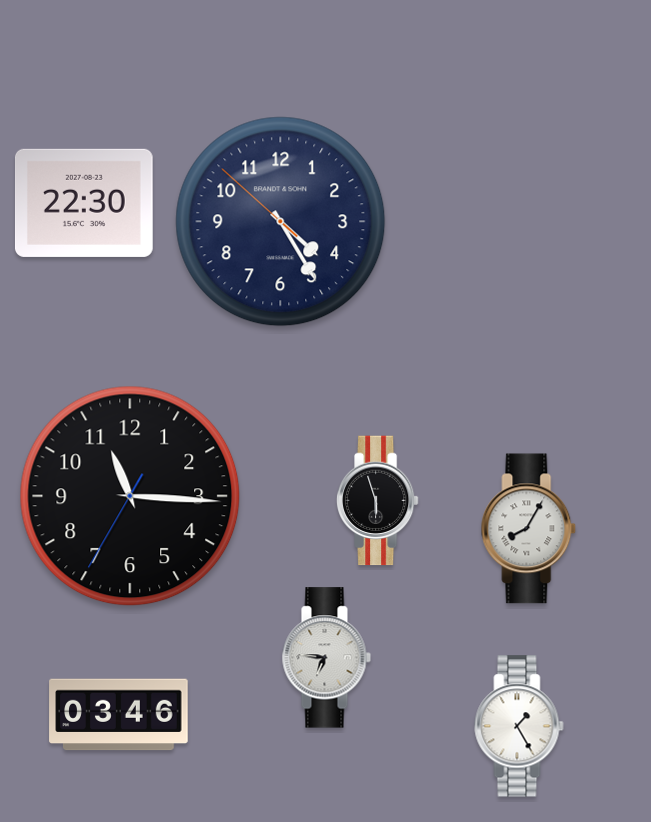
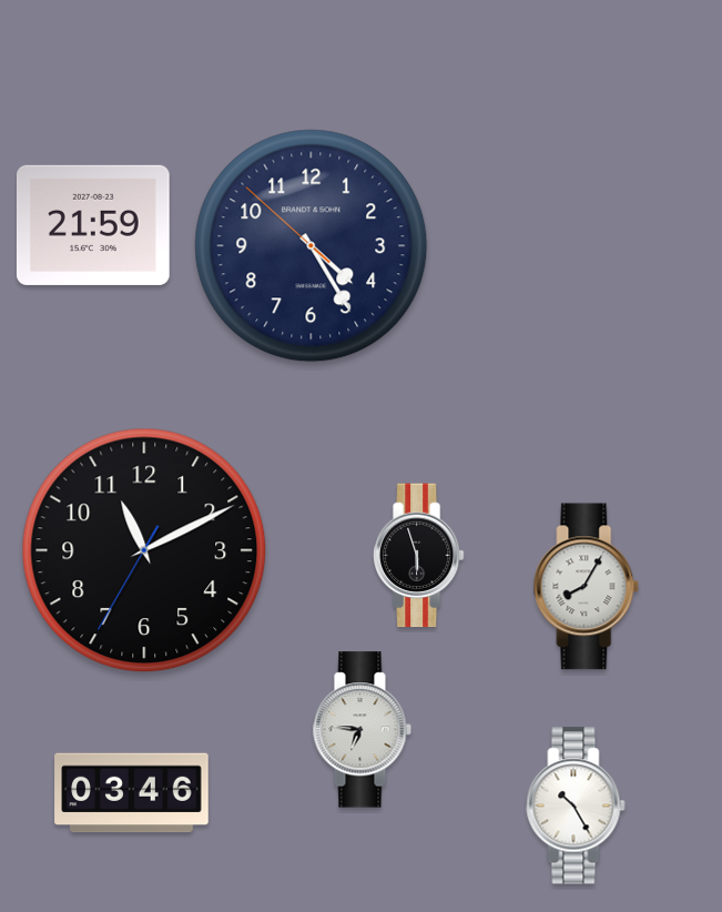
clock at (84, 203): 22:30 -> 21:59
clock at (130, 496): 11:15 -> 11:10
clock at (519, 726): 1:25 -> 10:25
